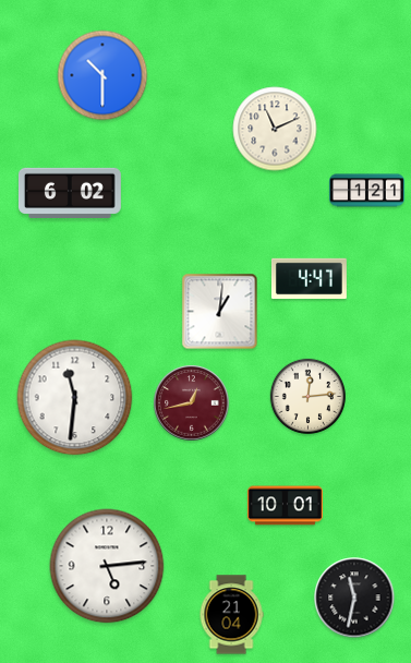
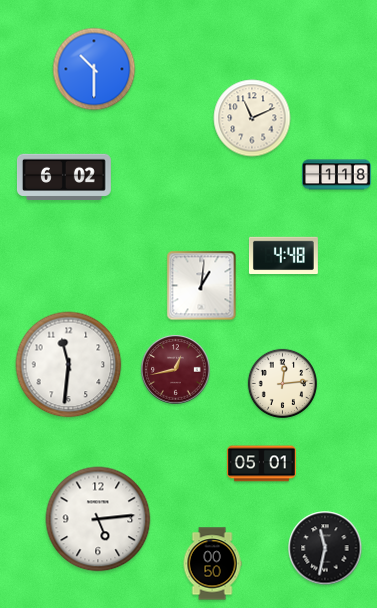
clock at (367, 191): 1:21 -> 1:18
clock at (309, 278): 4:47 -> 4:48
clock at (309, 397) position: (309, 397) -> (283, 384)
clock at (285, 506): 10:01 -> 05:01
clock at (231, 615): 21:04 -> 00:50
